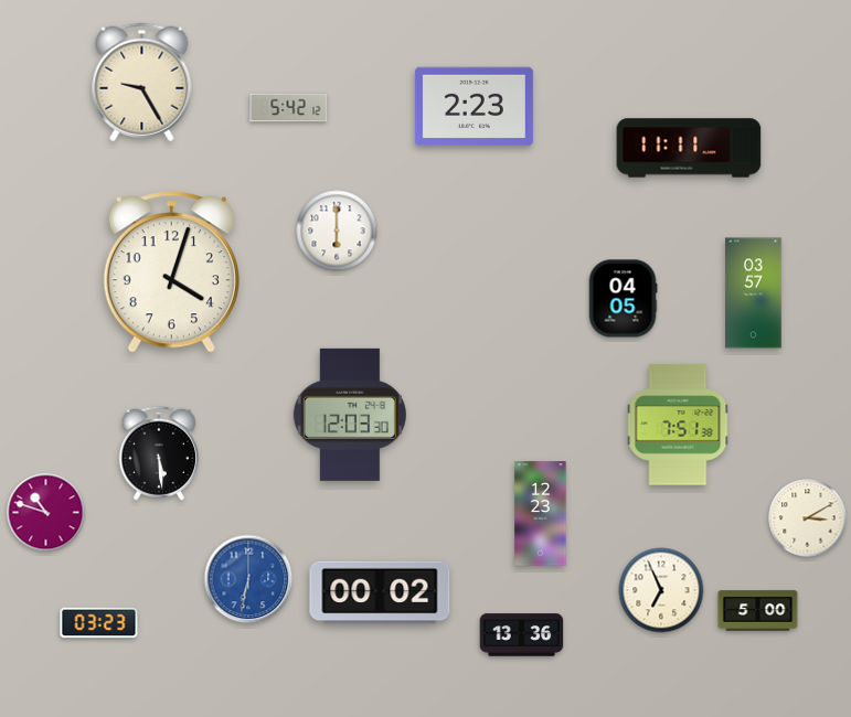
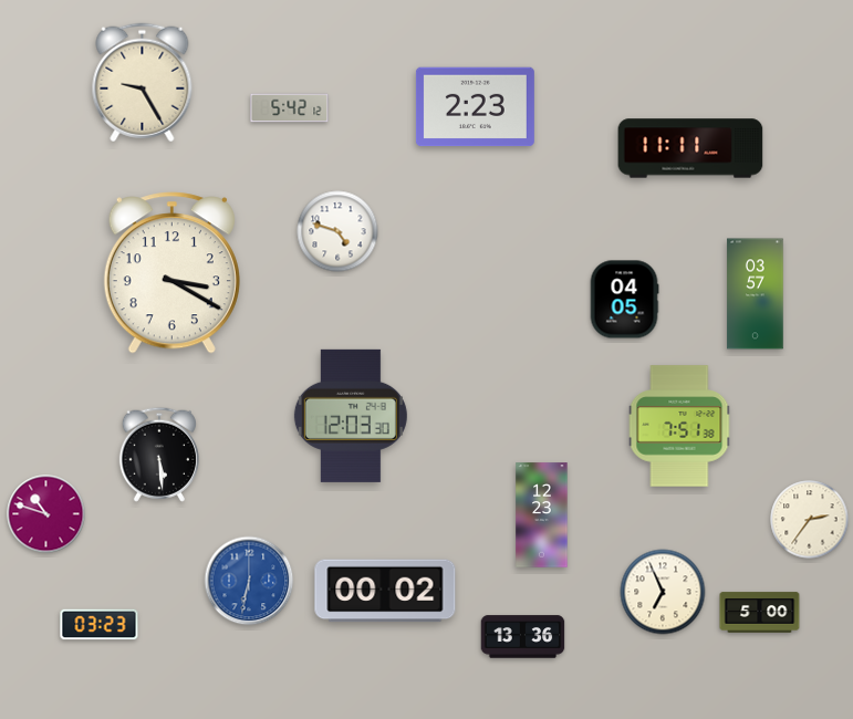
clock at (337, 231): 6:00 -> 4:48
clock at (171, 272): 4:03 -> 3:20
clock at (808, 518): 3:10 -> 2:36
clock at (380, 592) position: (380, 592) -> (385, 591)
